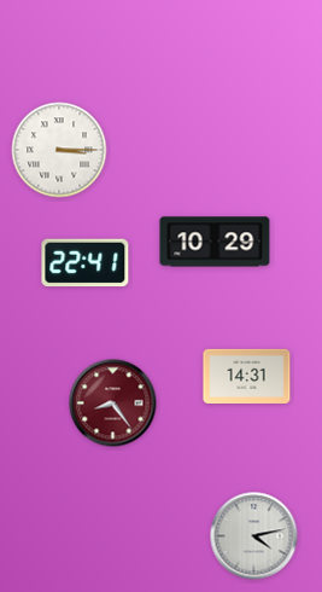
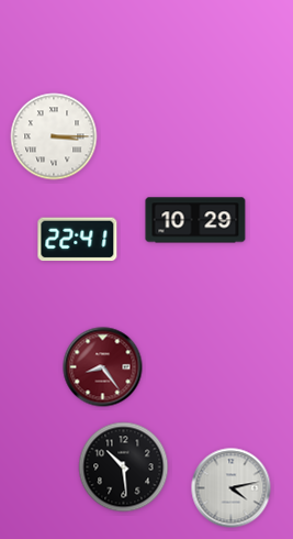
clock at (247, 376): 14:31 -> none
clock at (124, 468): none -> 10:29
